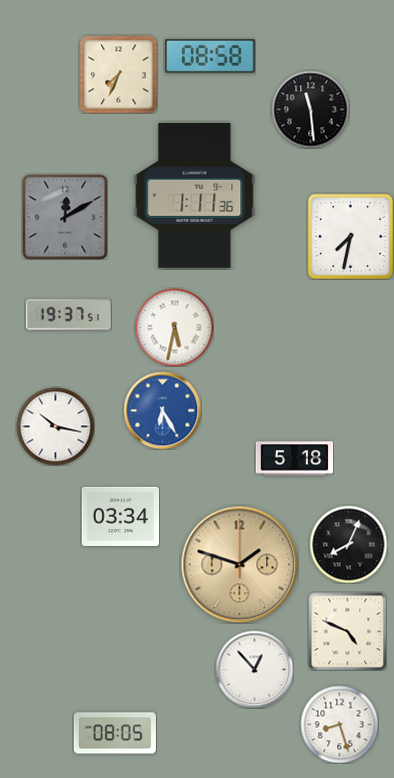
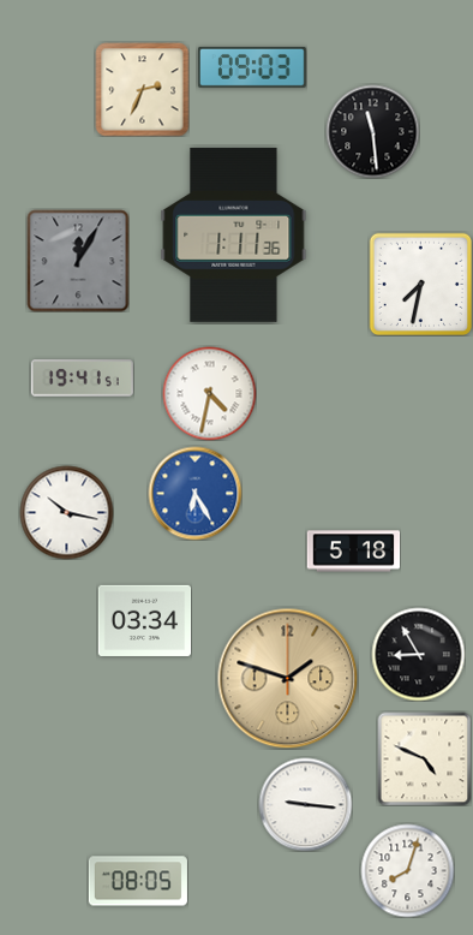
clock at (210, 56): 08:58 -> 09:03
clock at (118, 74): 7:34 -> 2:34
clock at (65, 217): 12:10 -> 12:05
clock at (68, 315): 19:37 -> 19:41
clock at (174, 327): 5:32 -> 4:32
clock at (348, 544): 8:04 -> 8:55
clock at (347, 631) position: (347, 631) -> (424, 758)
clock at (254, 669): 12:53 -> 9:16
clock at (339, 724): 8:27 -> 8:03
